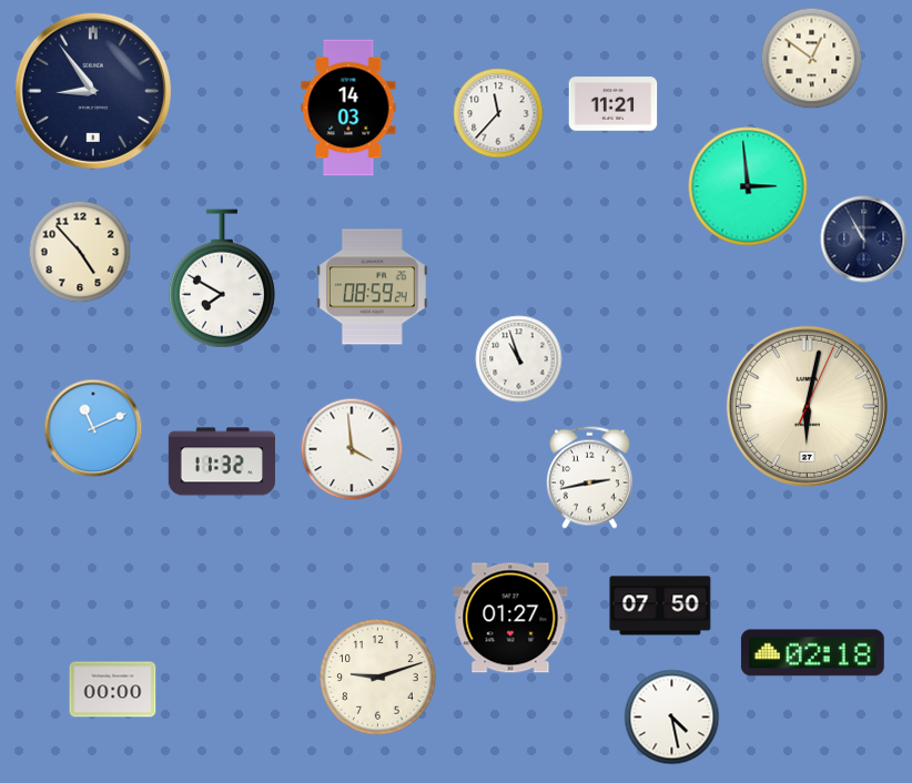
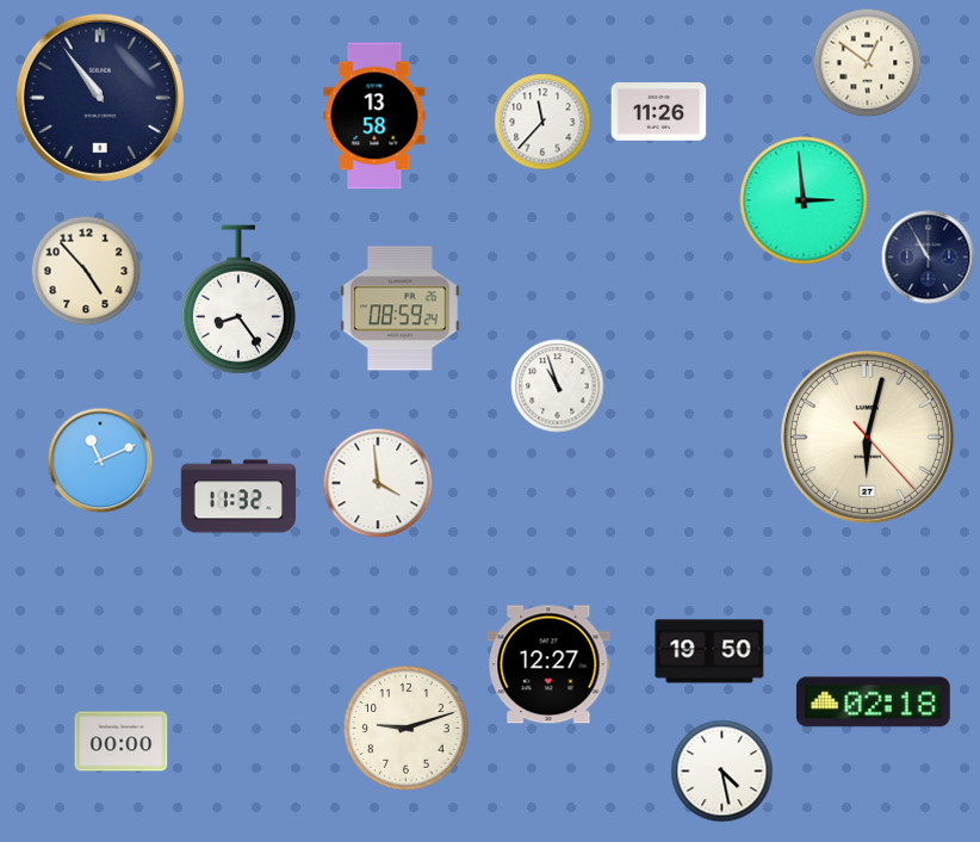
clock at (812, 59) position: (812, 59) -> (868, 63)
clock at (93, 91): 8:54 -> 10:54
clock at (614, 104): 11:21 -> 11:26
clock at (348, 108): 14:03 -> 13:58
clock at (498, 113) position: (498, 113) -> (542, 122)
clock at (222, 278): 7:50 -> 8:24
clock at (807, 406): 6:02:04 -> 6:02:23
clock at (589, 477): 2:43 -> none
clock at (660, 606): 07:50 -> 19:50
clock at (510, 618): 01:27 -> 12:27
